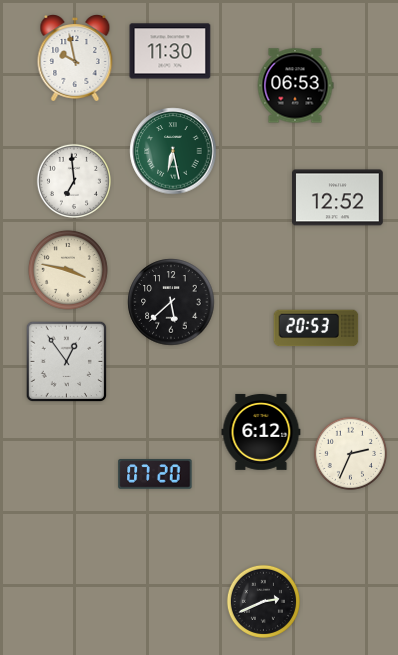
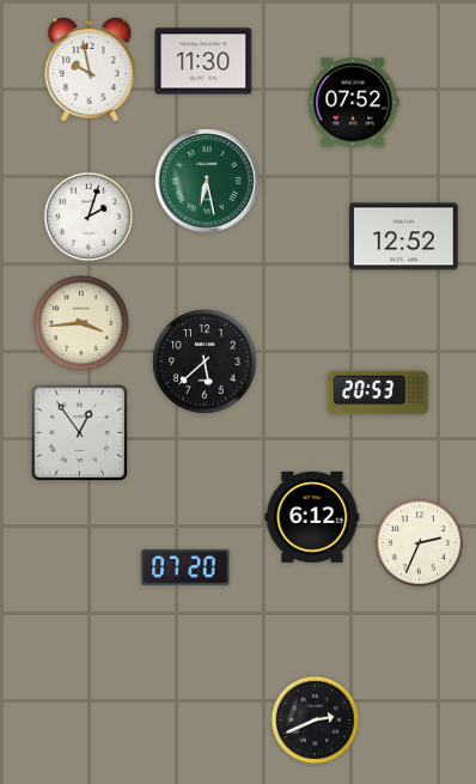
clock at (295, 86): 06:53 -> 07:52
clock at (74, 181): 6:59 -> 2:03
clock at (68, 270): 3:47 -> 3:44
